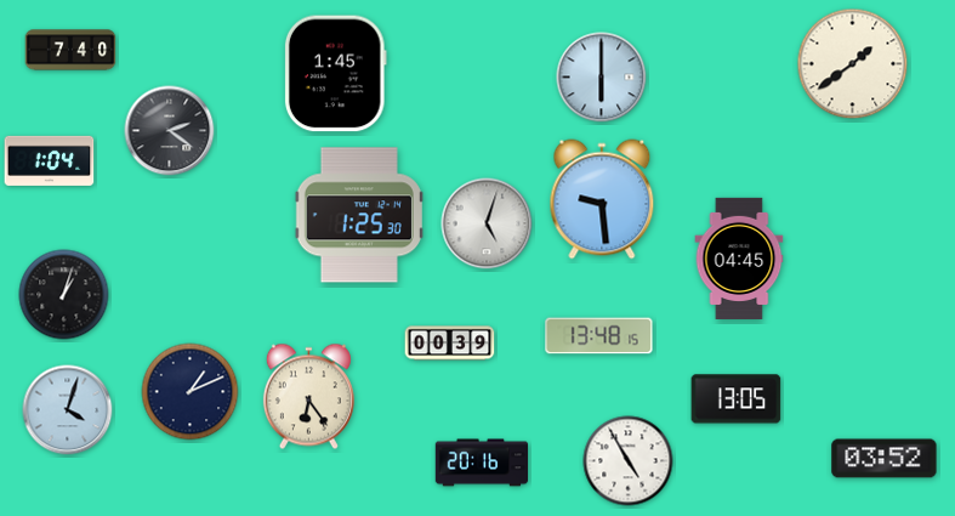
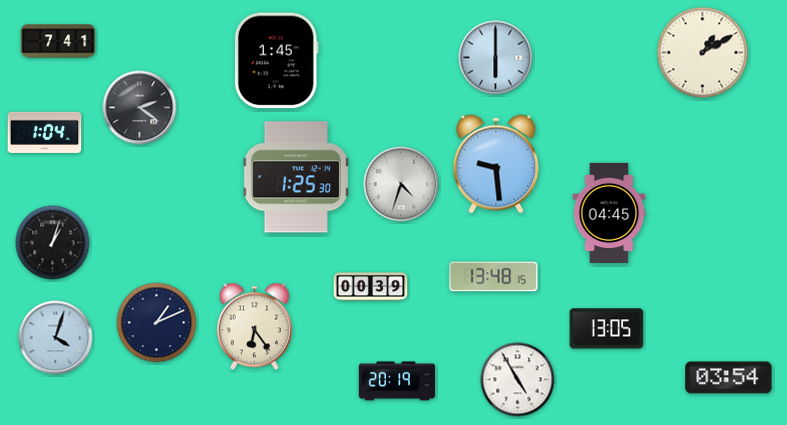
clock at (70, 50): 7:40 -> 7:41
clock at (853, 64): 1:39 -> 1:10
clock at (602, 78) position: (602, 78) -> (496, 58)
clock at (50, 160) position: (50, 160) -> (45, 132)
clock at (487, 223): 5:03 -> 4:33
clock at (450, 344) position: (450, 344) -> (371, 287)
clock at (885, 459): 03:52 -> 03:54
clock at (482, 463): 20:16 -> 20:19
